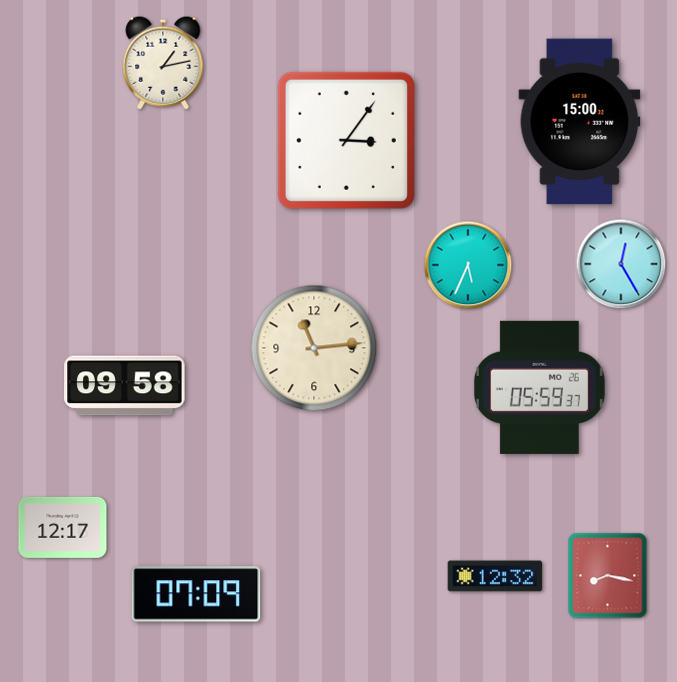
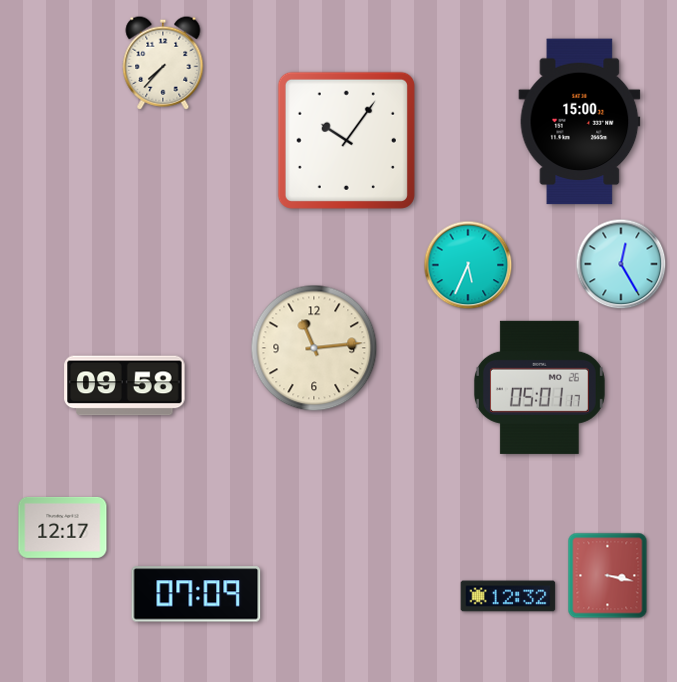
clock at (163, 63): 1:13 -> 7:37
clock at (346, 140): 3:06 -> 10:06
clock at (539, 387): 05:59 -> 05:01
clock at (495, 576) position: (495, 576) -> (508, 596)
clock at (608, 576): 8:17 -> 3:17
